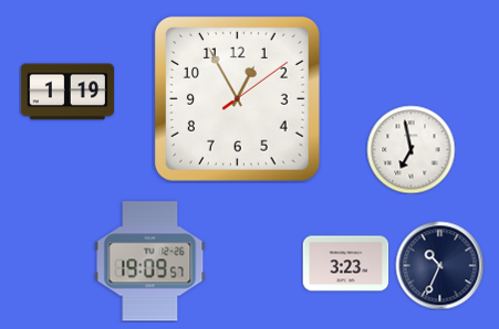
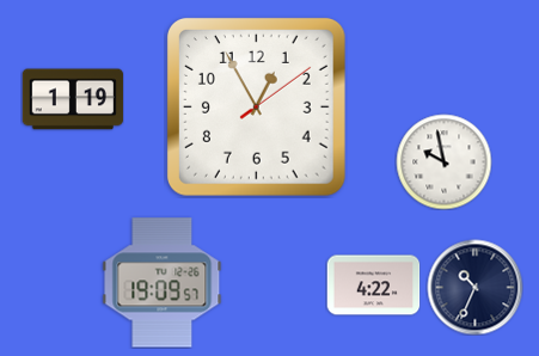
clock at (410, 149): 6:58 -> 9:58
clock at (345, 264): 3:23 -> 4:22
